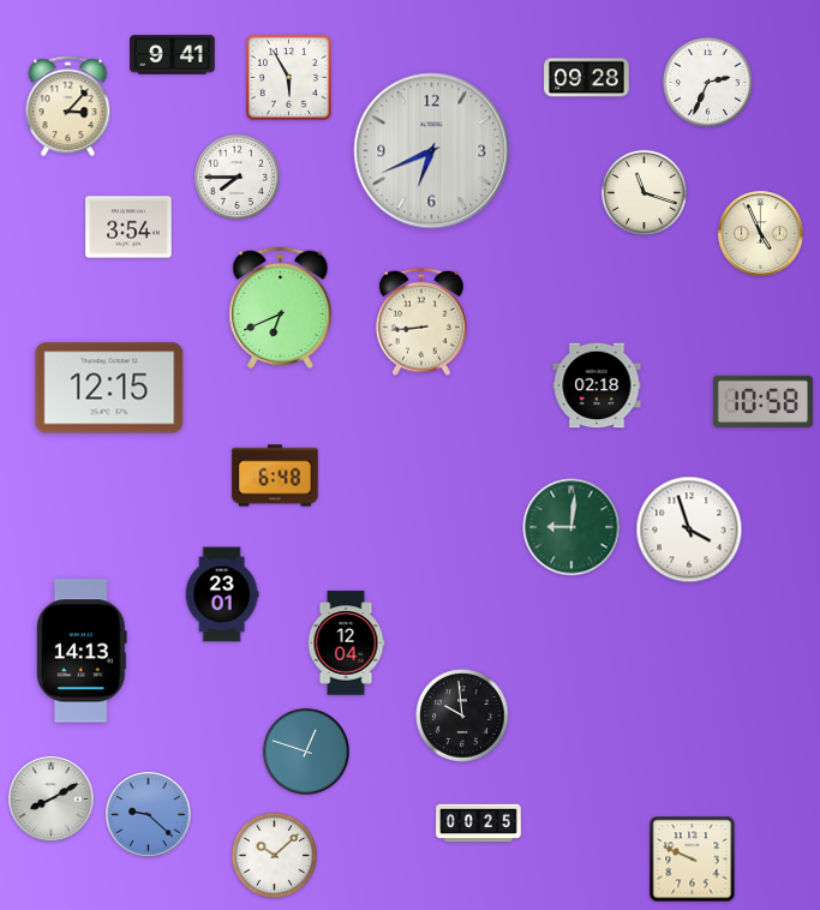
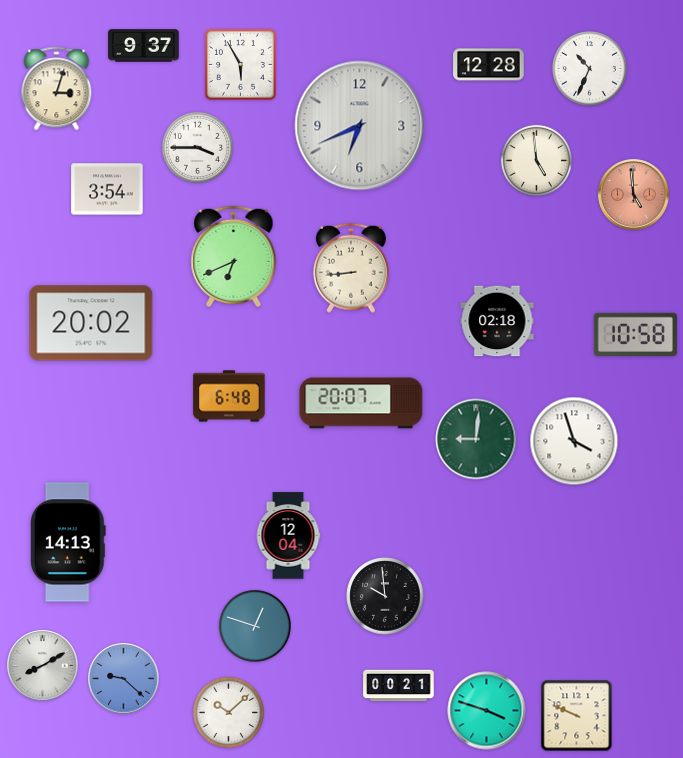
clock at (173, 55): 9:41 -> 9:37
clock at (587, 78): 09:28 -> 12:28
clock at (707, 82): 2:34 -> 10:34
clock at (68, 107): 3:07 -> 3:03
clock at (237, 176): 7:45 -> 3:45
clock at (644, 192): 11:18 -> 4:59
clock at (761, 234): 4:56 -> 4:59
clock at (761, 234) dial: cream -> salmon
clock at (109, 388): 12:15 -> 20:02
clock at (361, 403): none -> 20:07
clock at (222, 594): 23:01 -> none
clock at (479, 824): 00:25 -> 00:21
clock at (487, 711): none -> 3:48
